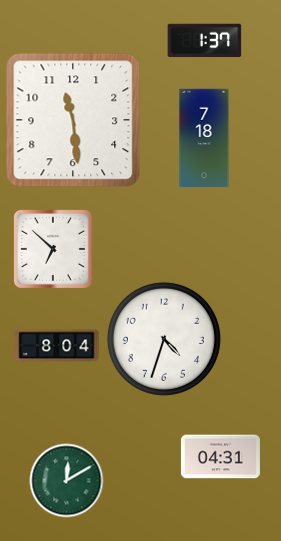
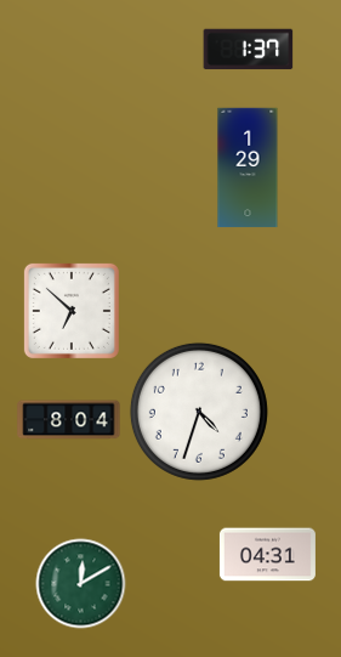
clock at (73, 120): 11:29 -> none
clock at (204, 138): 7:18 -> 1:29
clock at (53, 249) position: (53, 249) -> (72, 311)
